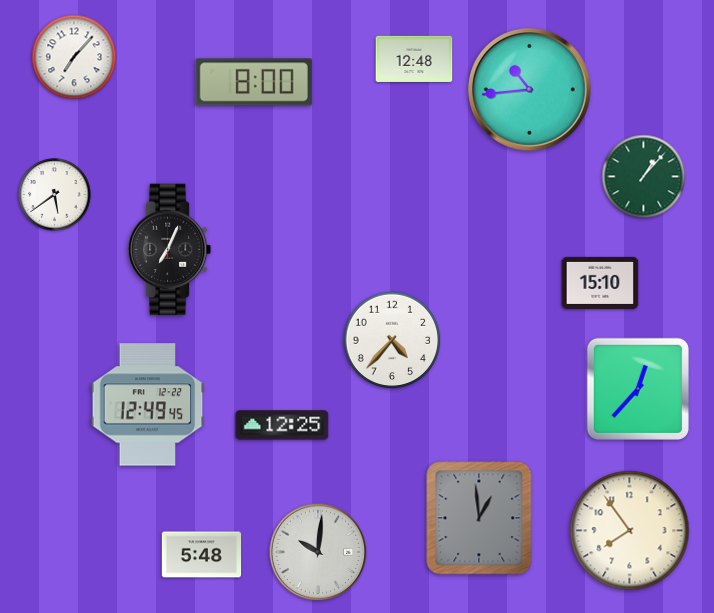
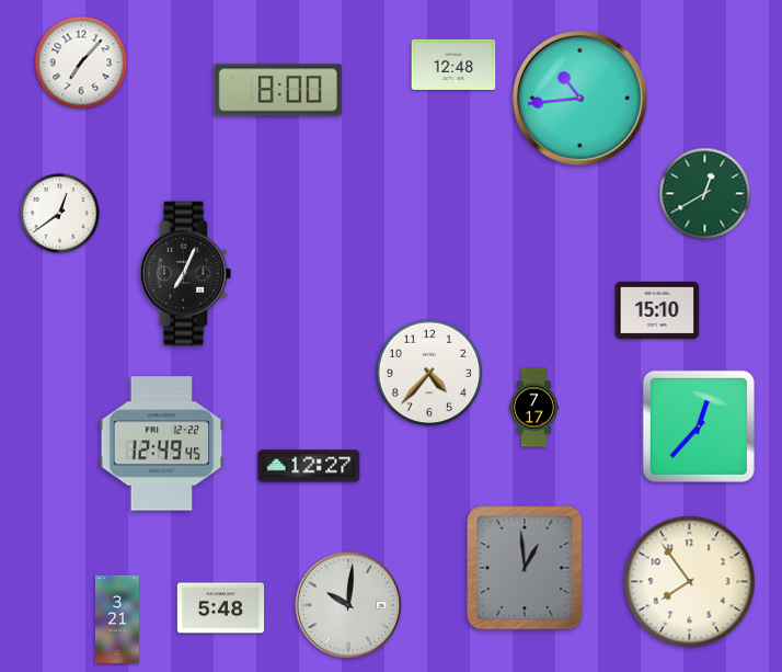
clock at (644, 177): 1:07 -> 12:40
clock at (55, 195): 5:39 -> 12:39
clock at (533, 408): none -> 7:17
clock at (282, 425): 12:25 -> 12:27
clock at (117, 618): none -> 3:21
